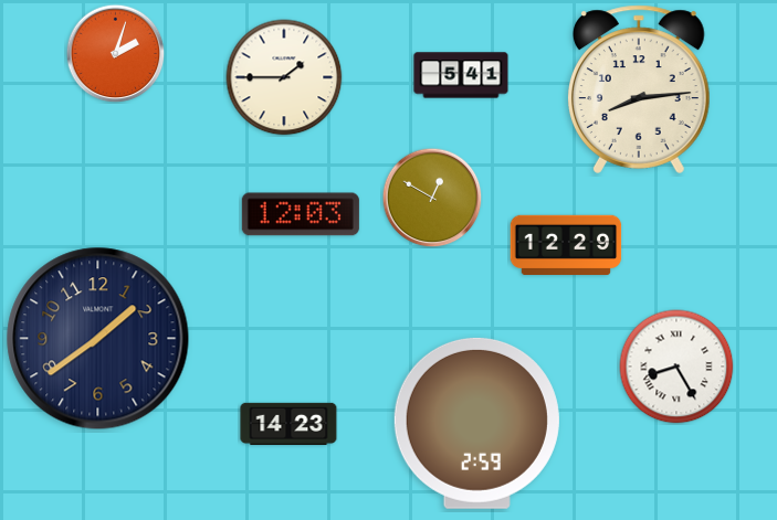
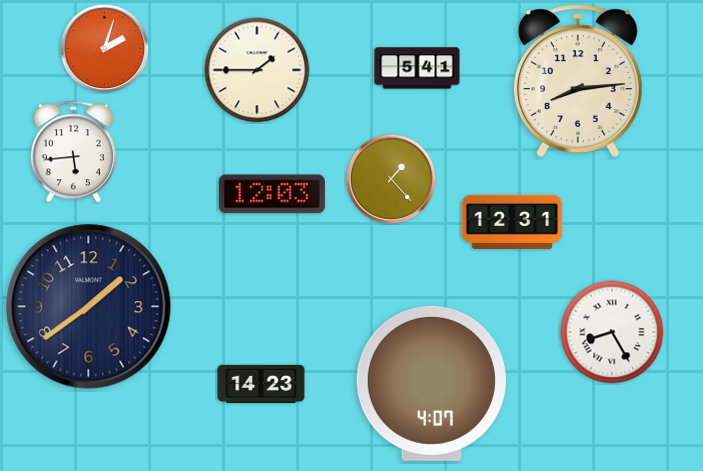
clock at (73, 152): none -> 5:44
clock at (432, 198): 12:50 -> 1:23
clock at (566, 244): 12:29 -> 12:31
clock at (476, 423): 2:59 -> 4:07
